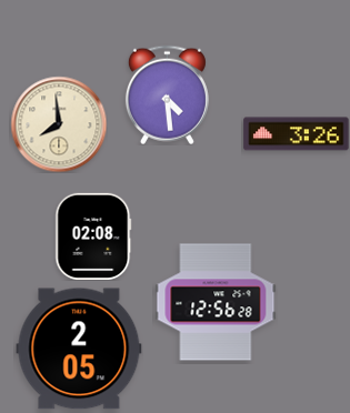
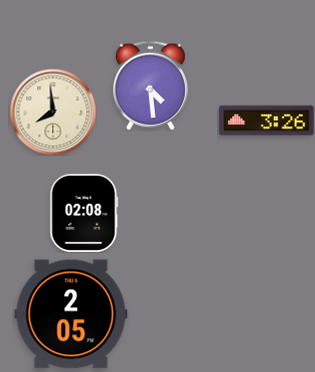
clock at (216, 302): 12:56 -> none
